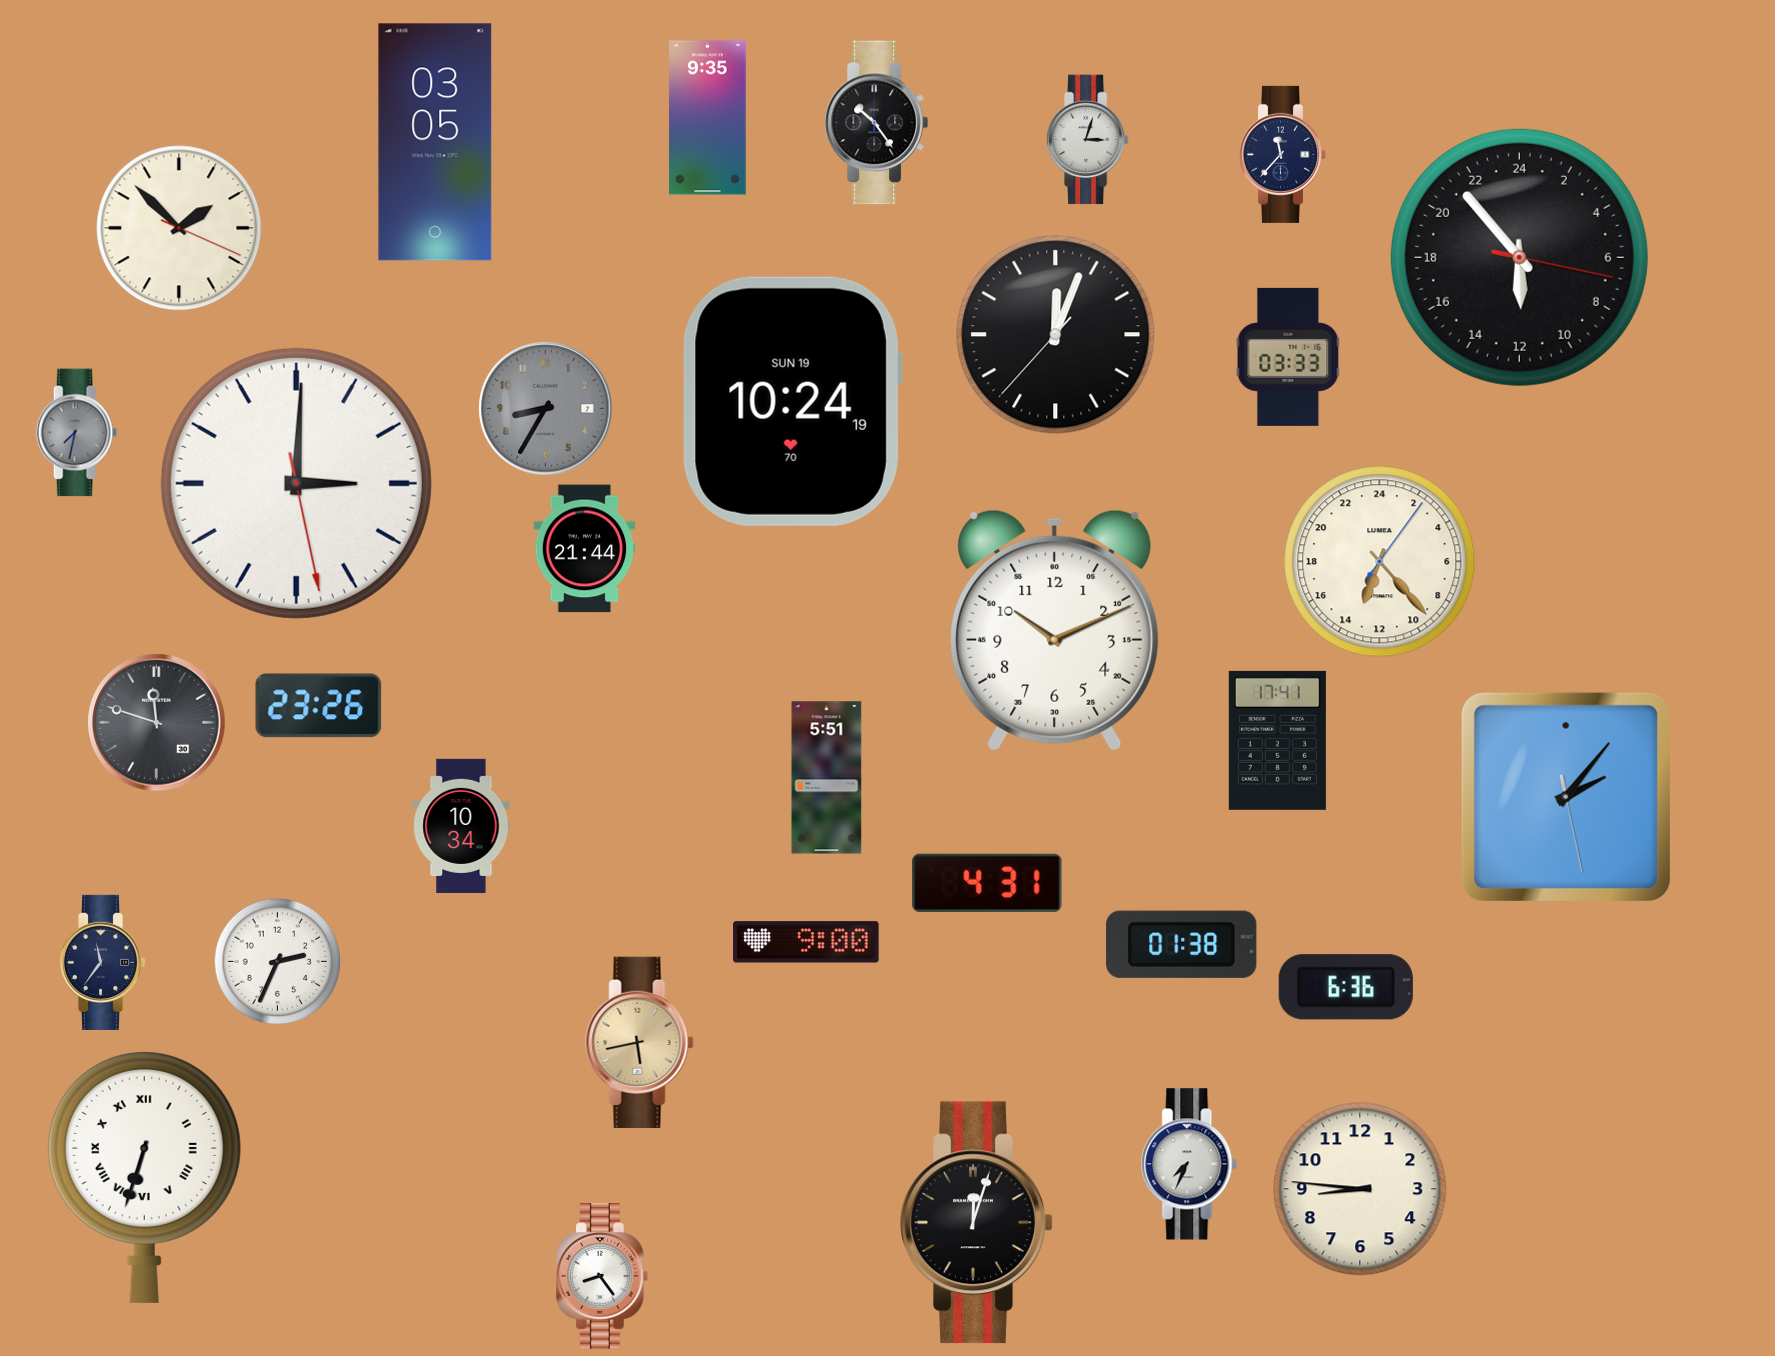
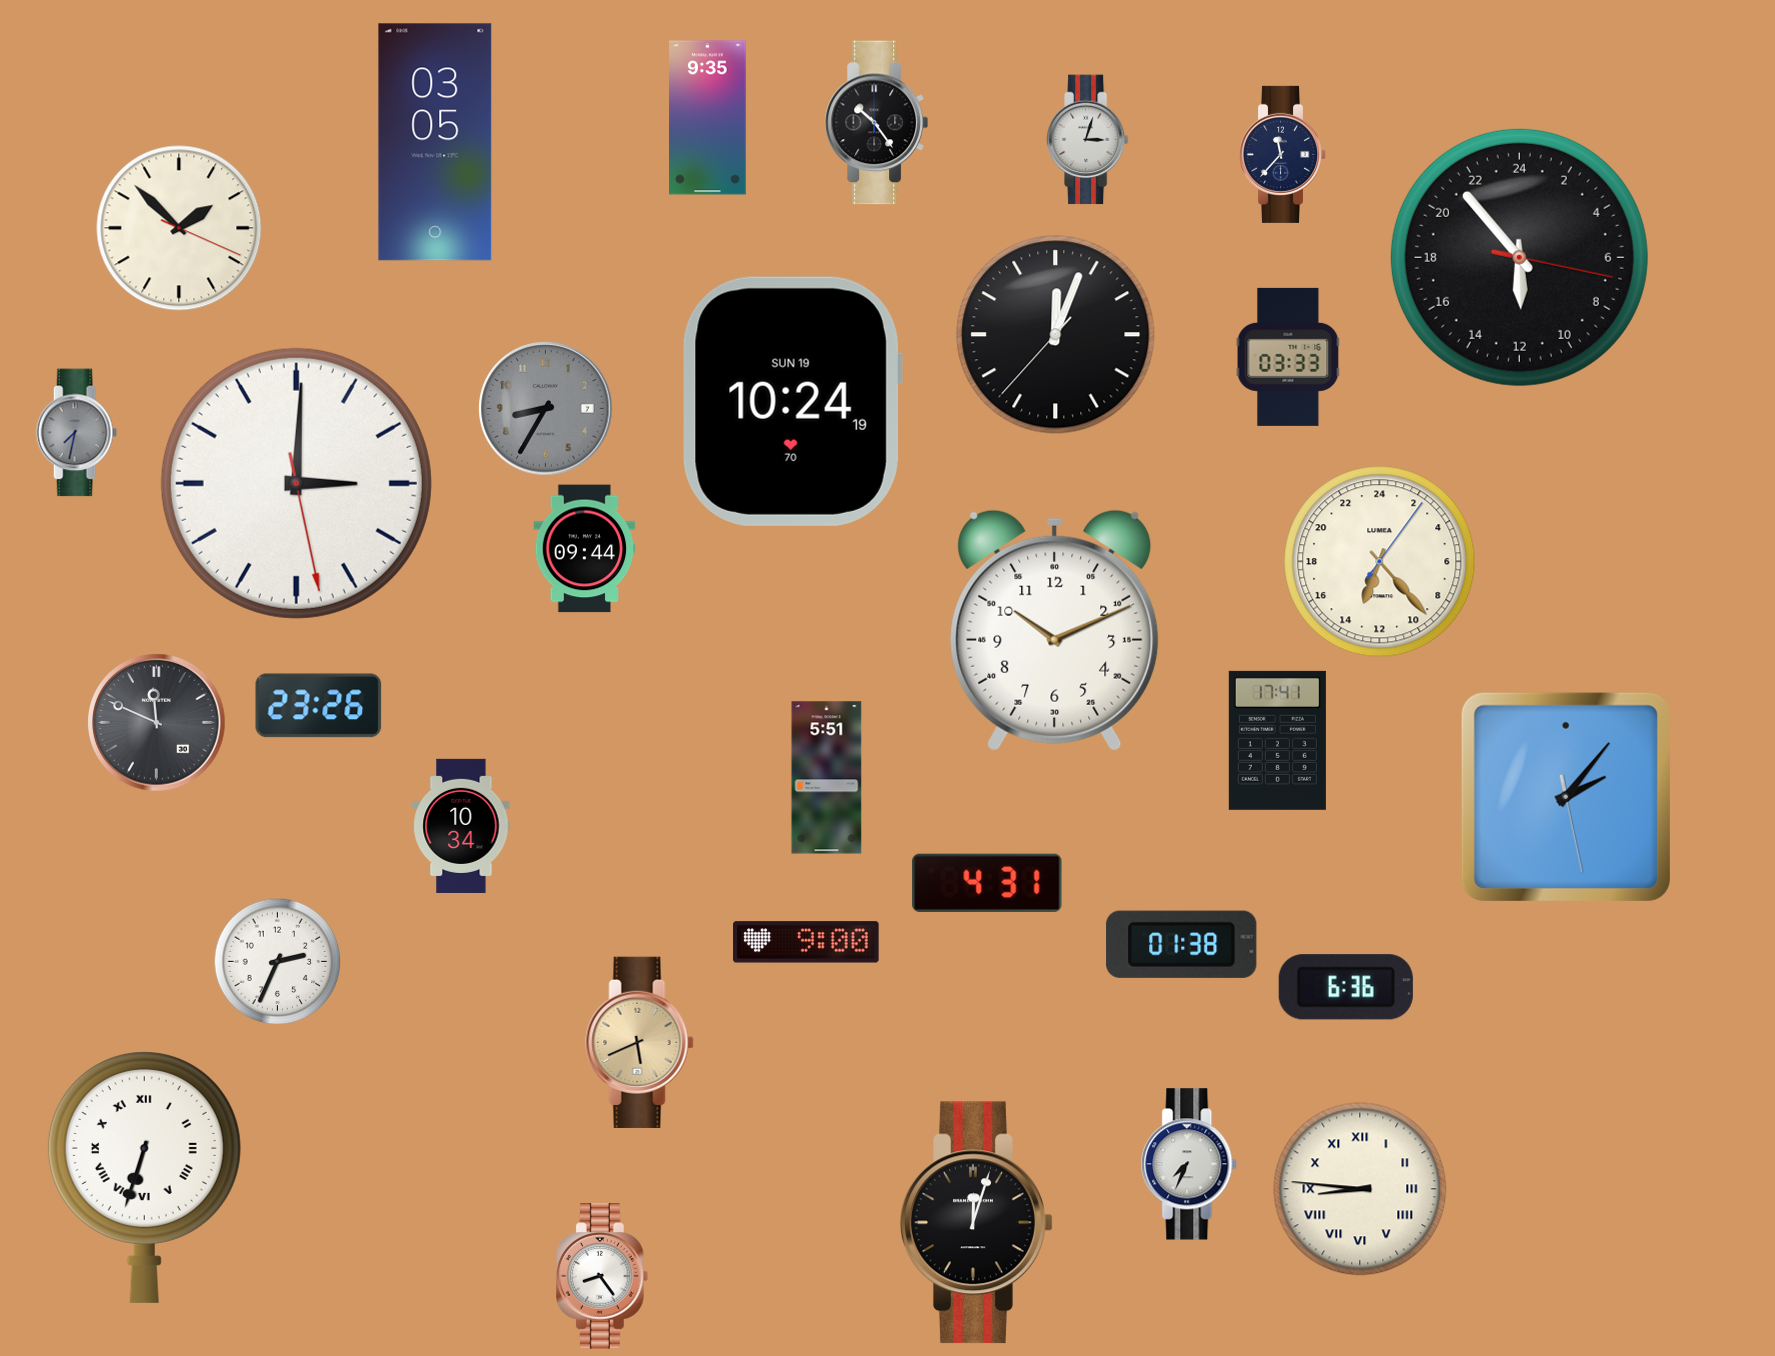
clock at (585, 549): 21:44 -> 09:44
clock at (157, 723): 11:48 -> 11:49
clock at (102, 962): 11:36 -> none
clock at (640, 1042): 5:43 -> 5:41
clock at (1360, 1189) numerals: Arabic -> Roman
